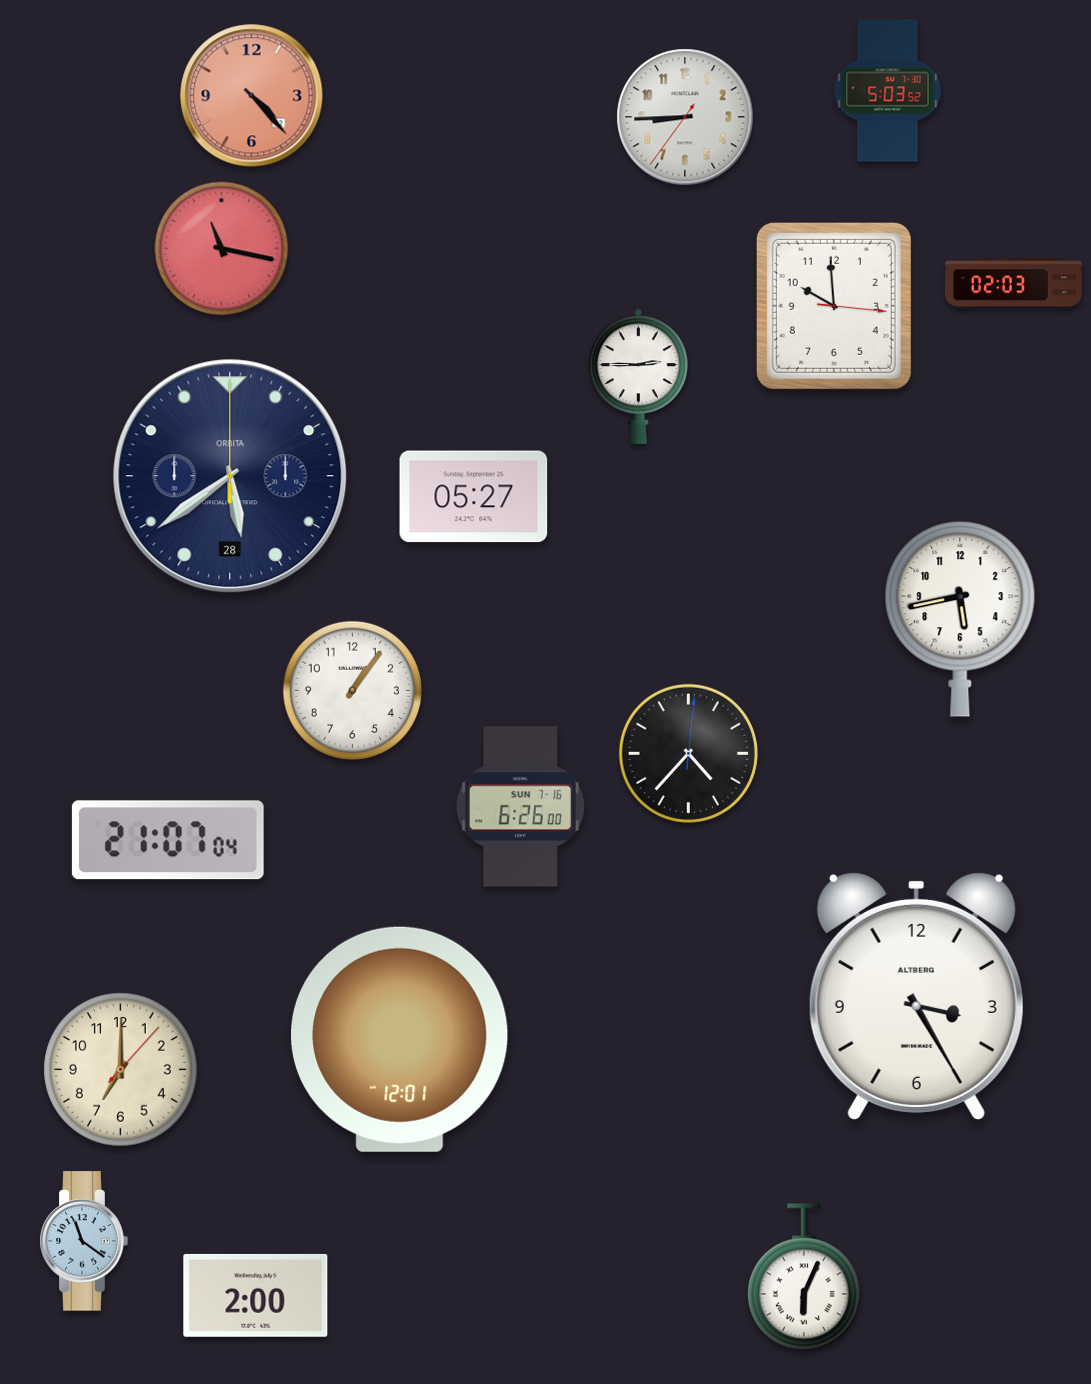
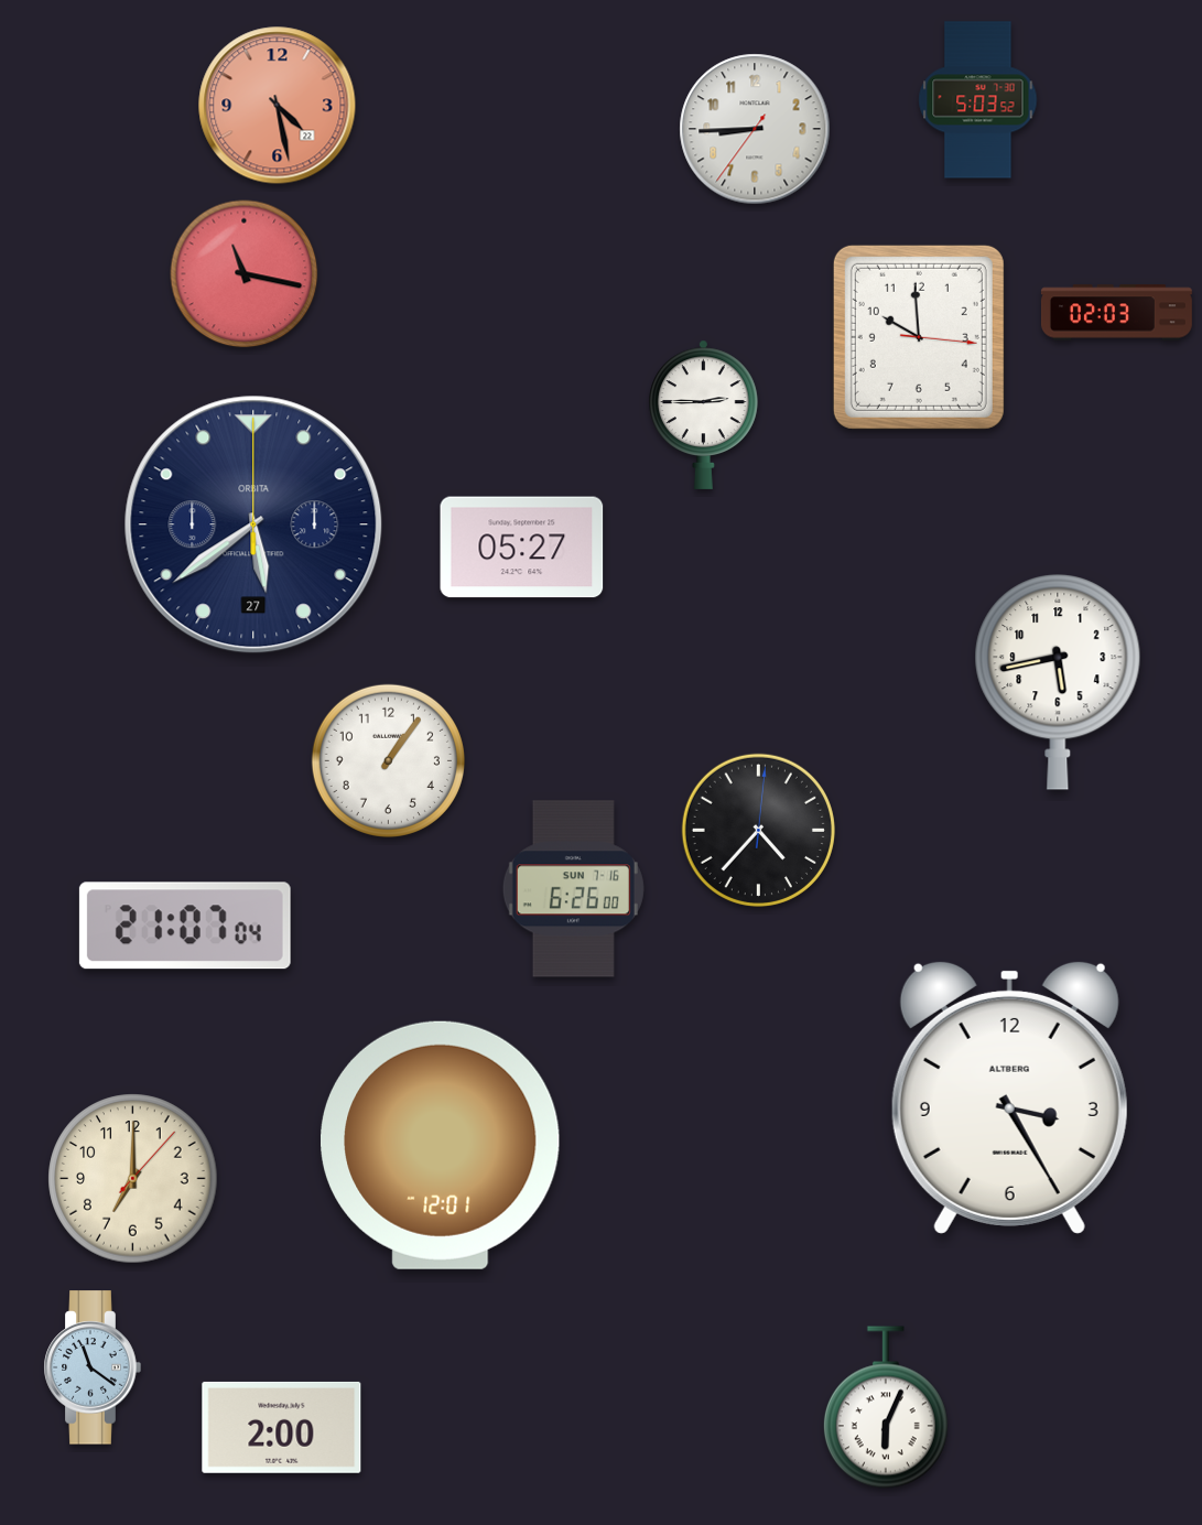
clock at (252, 96): 4:23 -> 4:28
clock at (230, 476) date: 28 -> 27
